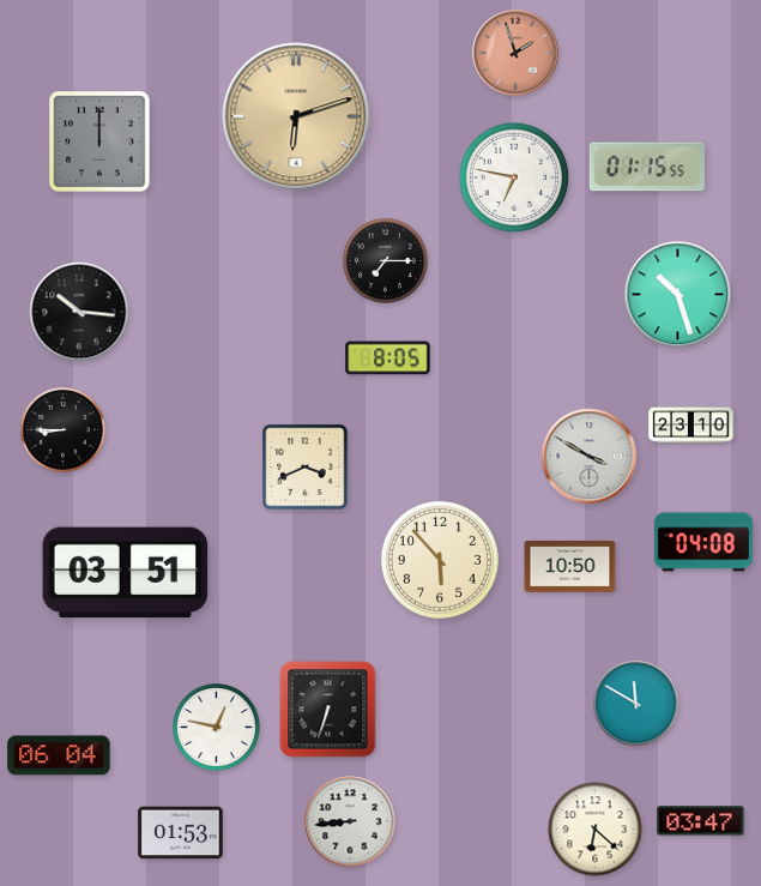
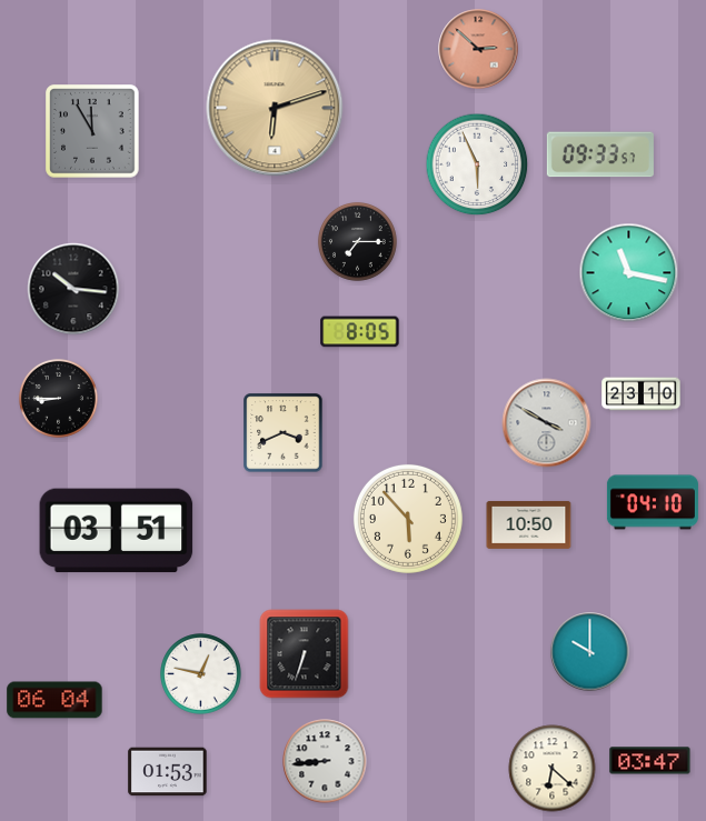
clock at (515, 53): 1:57 -> 2:52
clock at (99, 141): 12:00 -> 11:55
clock at (647, 167): 01:15 -> 09:33
clock at (514, 177): 6:47 -> 5:56
clock at (678, 295): 10:27 -> 11:17
clock at (703, 542): 04:08 -> 04:10
clock at (636, 704): 11:50 -> 10:00
clock at (328, 710) position: (328, 710) -> (305, 654)
